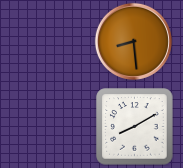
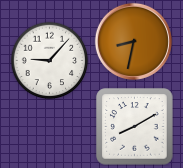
clock at (133, 41): 8:29 -> 8:32
clock at (49, 60): none -> 9:07
